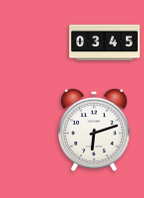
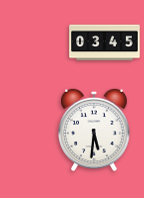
clock at (94, 130): 6:12 -> 5:31
